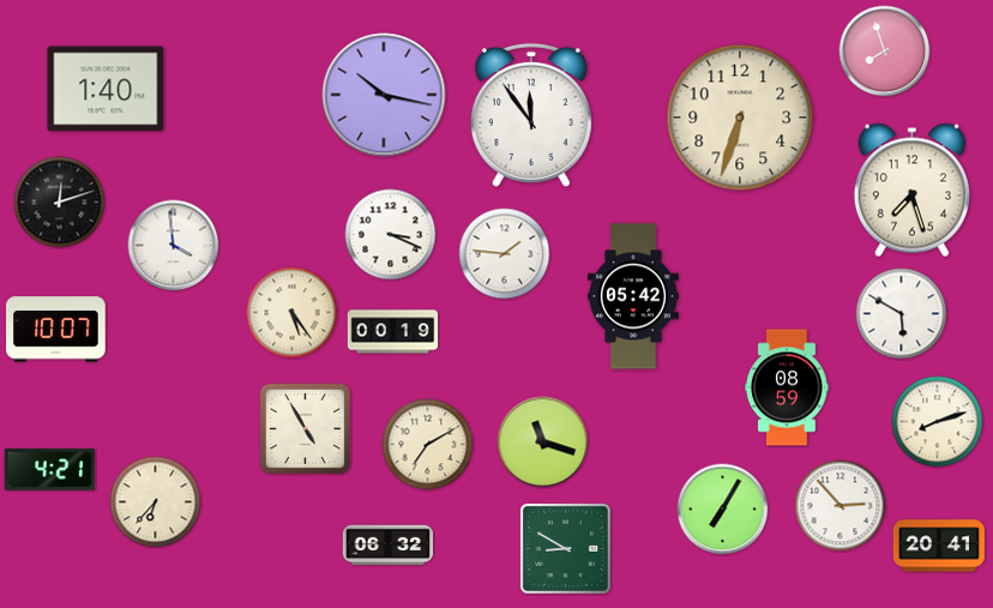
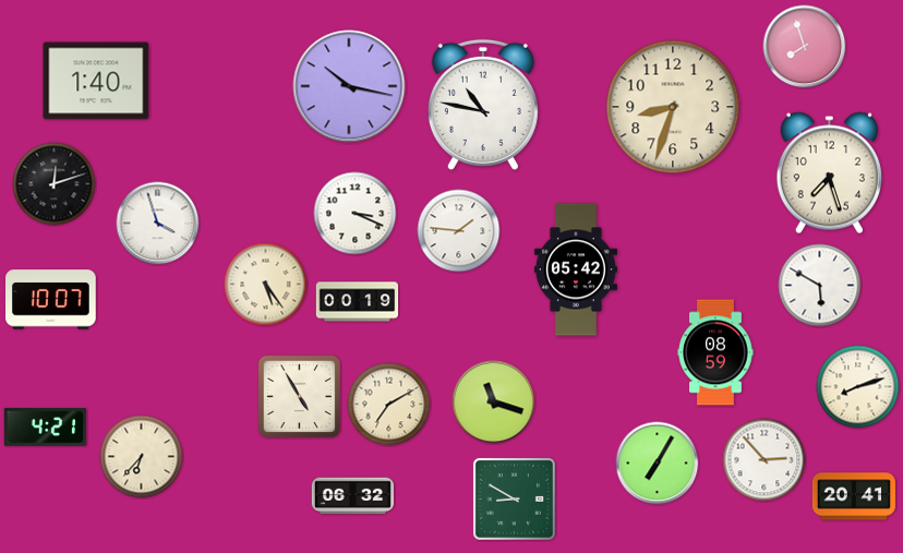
clock at (531, 115): 11:54 -> 10:47
clock at (740, 118): 6:33 -> 8:33
clock at (174, 246): 3:59 -> 3:57
clock at (938, 422) position: (938, 422) -> (858, 387)
clock at (305, 428) position: (305, 428) -> (299, 396)
